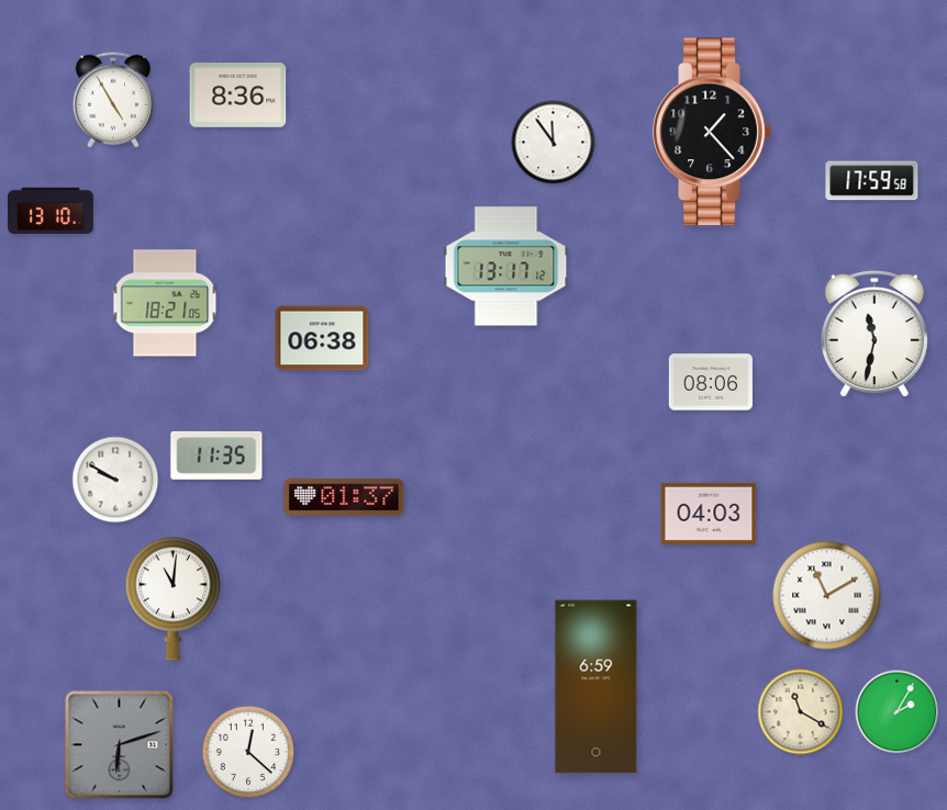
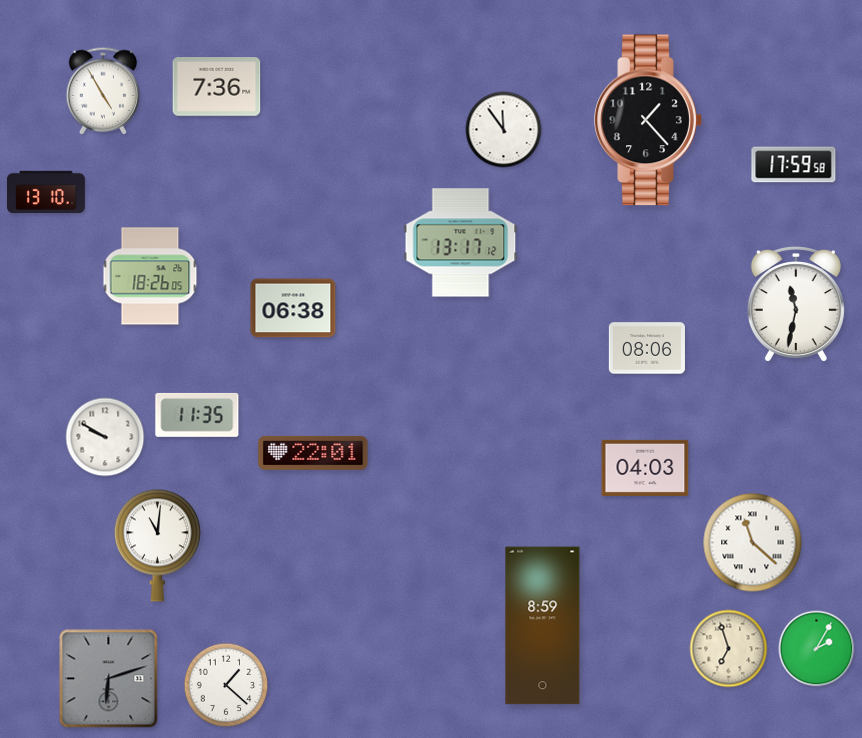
clock at (238, 95): 8:36 -> 7:36
clock at (165, 303): 18:21 -> 18:26
clock at (344, 497): 01:37 -> 22:01
clock at (827, 596): 11:10 -> 11:22
clock at (597, 687): 6:59 -> 8:59
clock at (801, 712): 11:20 -> 6:57
clock at (248, 752): 12:22 -> 1:22
